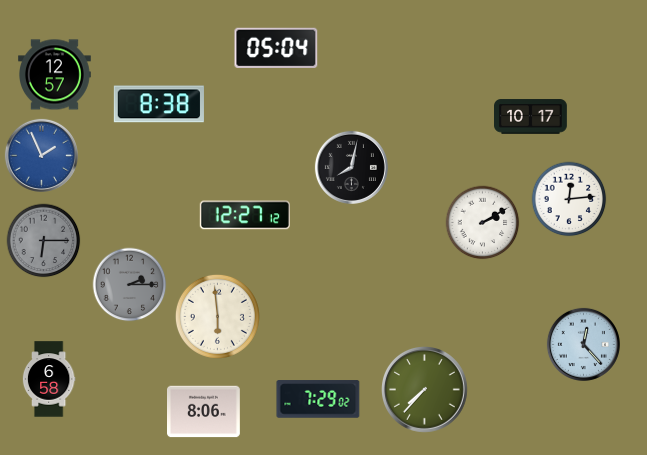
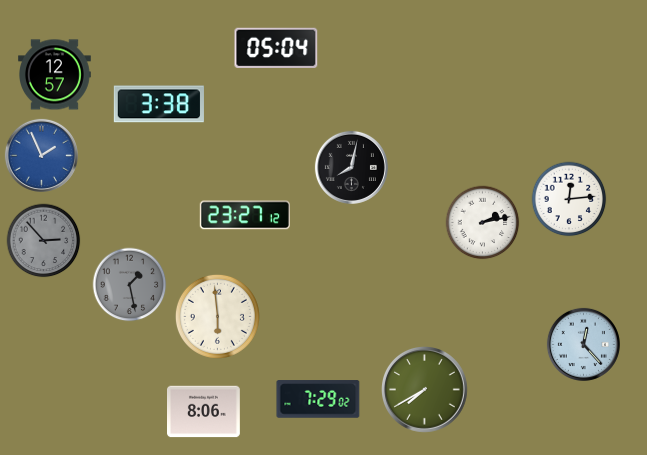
clock at (159, 104): 8:38 -> 3:38
clock at (531, 117): 10:17 -> none
clock at (245, 215): 12:27 -> 23:27
clock at (483, 223): 2:10 -> 2:13
clock at (44, 241): 6:15 -> 2:53
clock at (130, 285): 2:15 -> 1:28
clock at (49, 379): 6:58 -> none
clock at (425, 390): 7:37 -> 7:40
